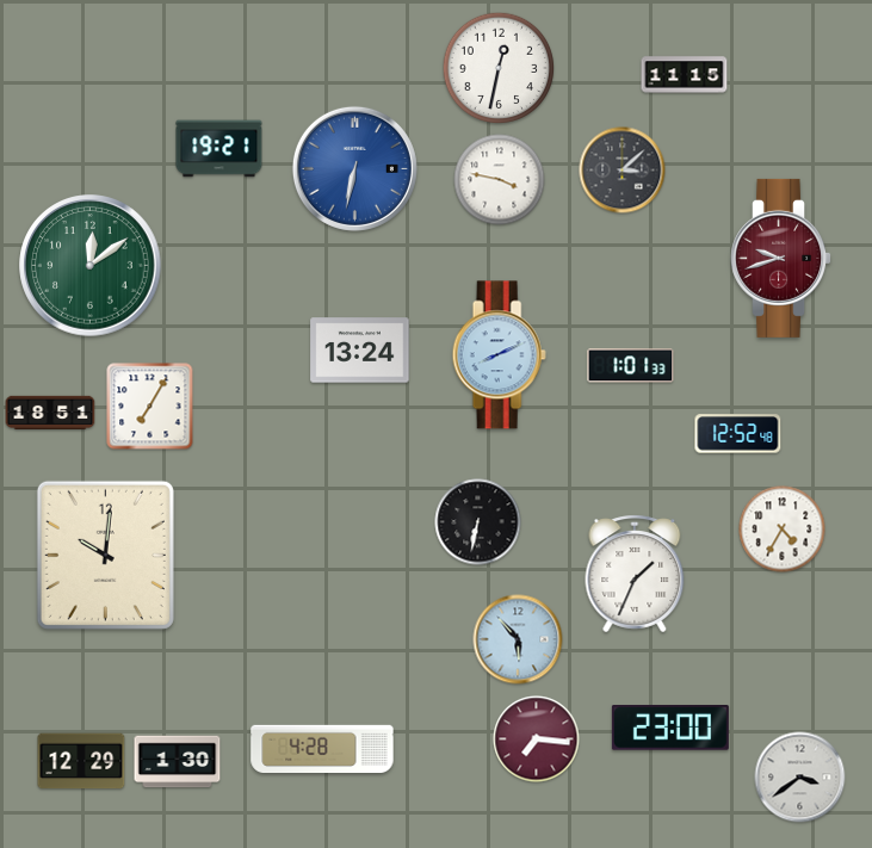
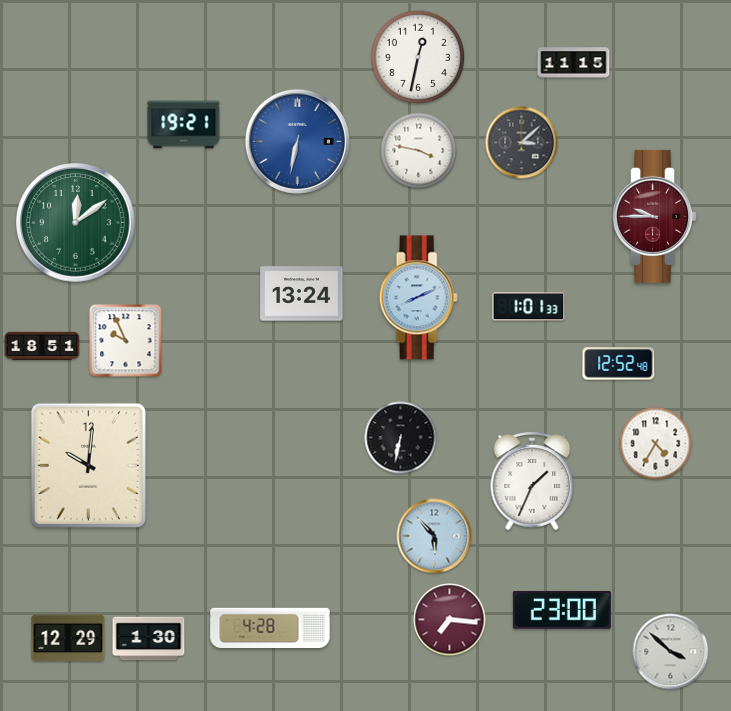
clock at (781, 258): 9:42 -> 9:45
clock at (150, 407): 7:05 -> 9:56
clock at (800, 778): 3:39 -> 3:52
